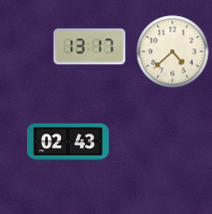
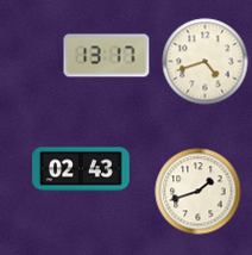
clock at (173, 52): 4:38 -> 4:42
clock at (199, 192): none -> 1:42
